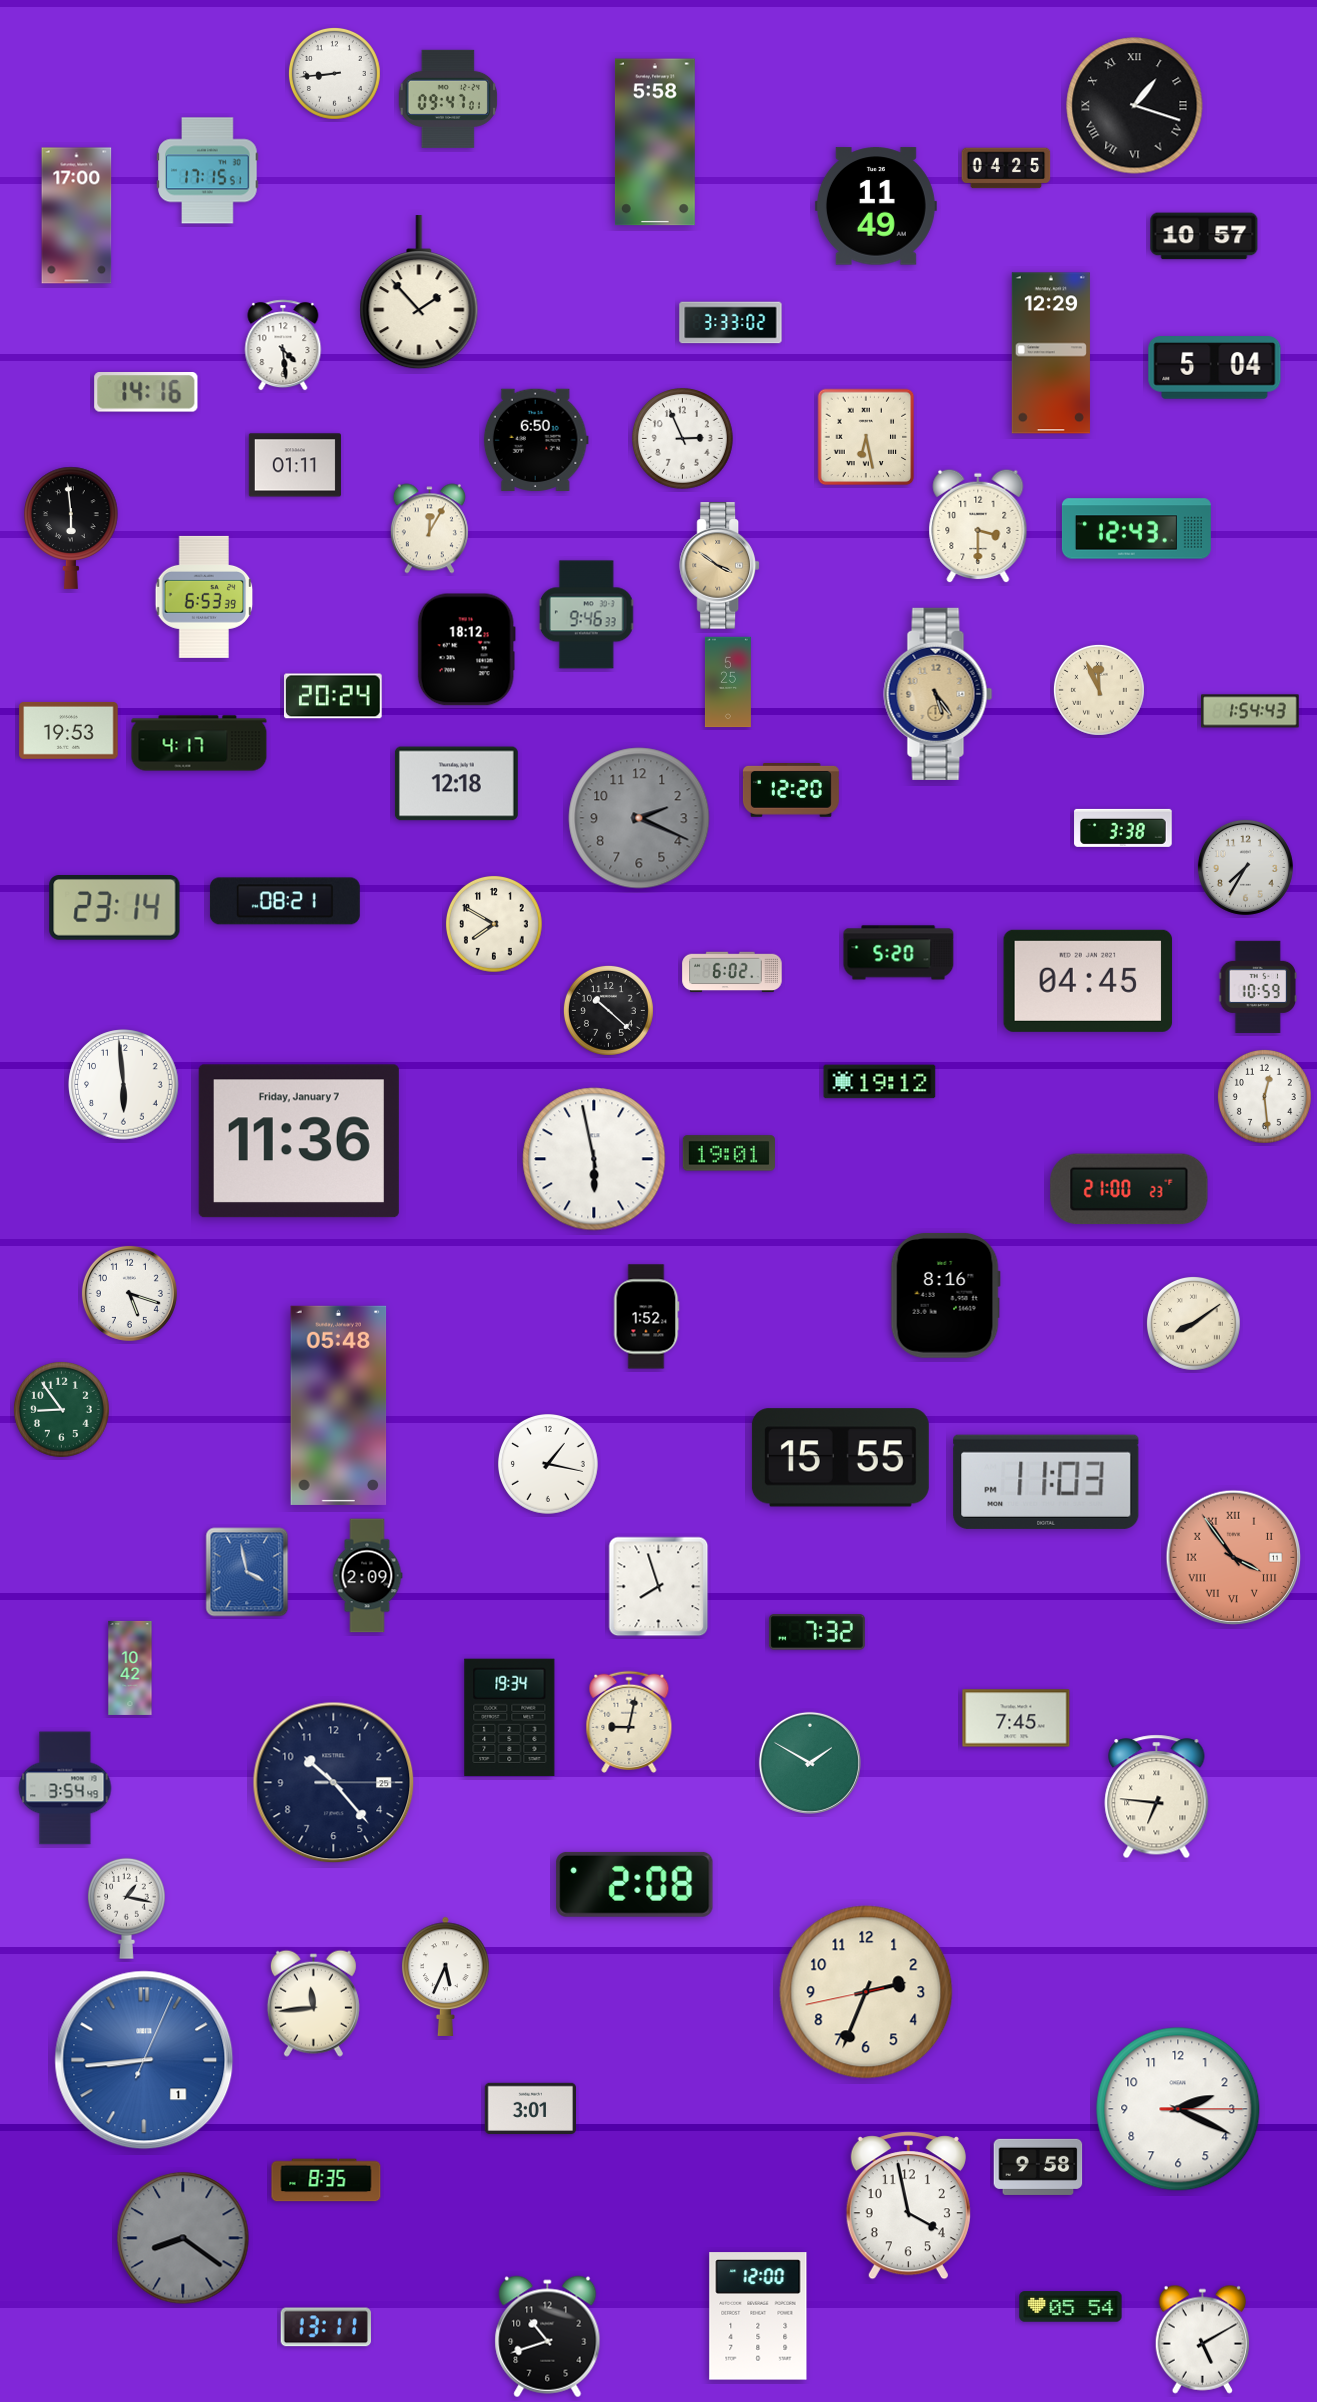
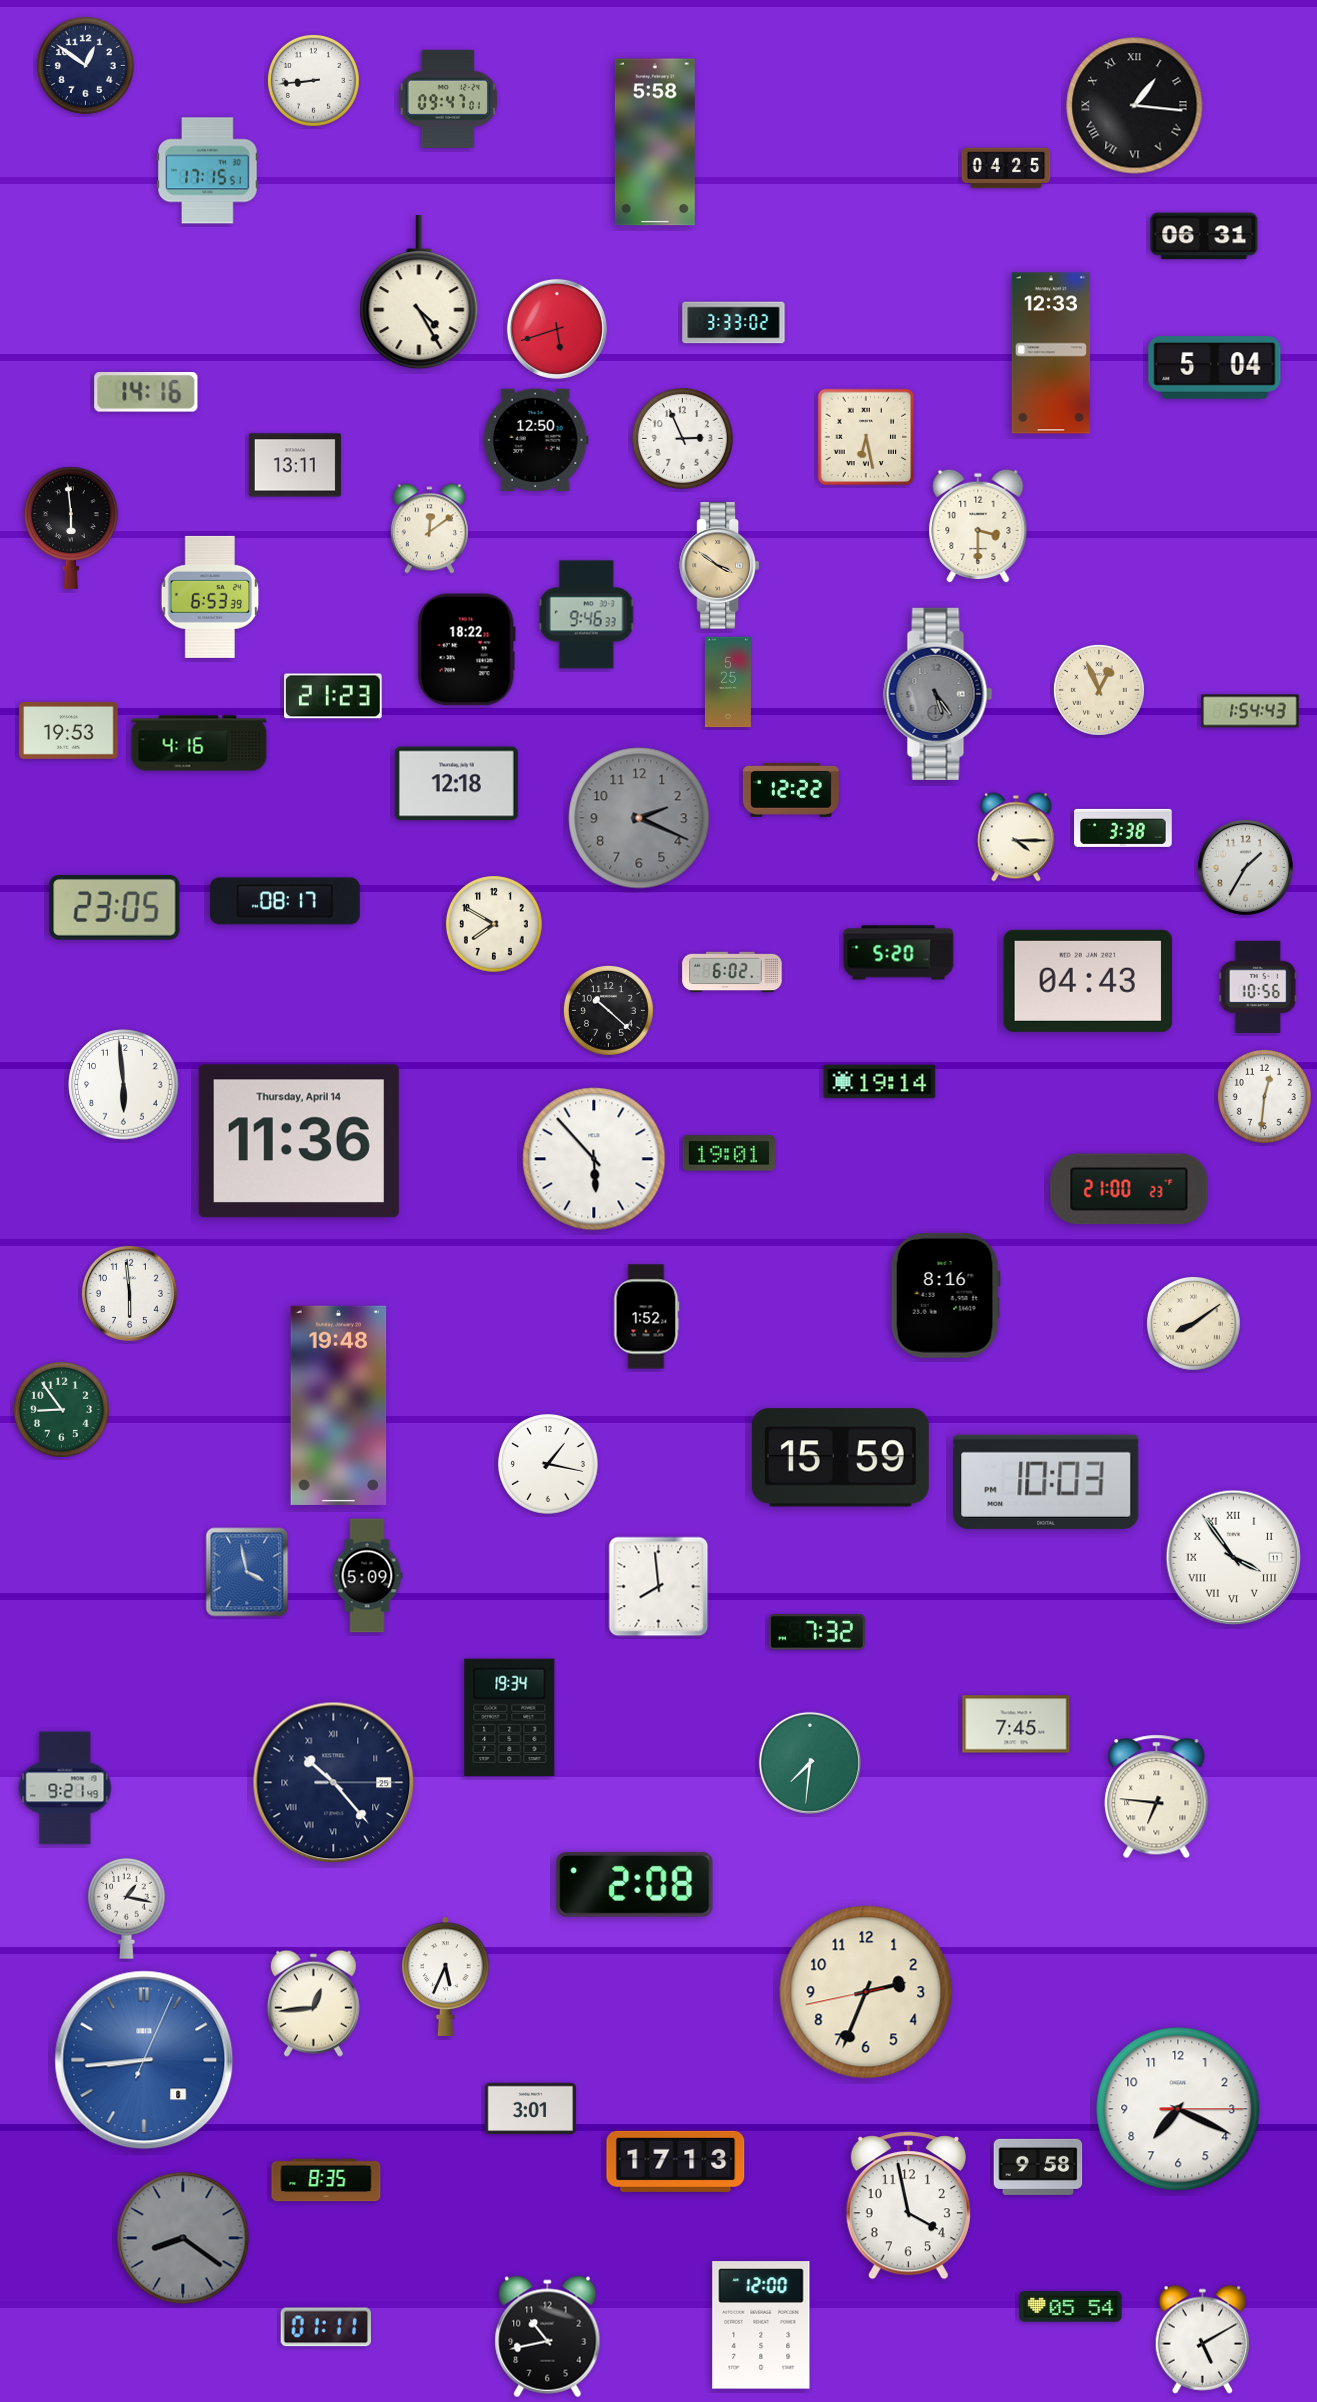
clock at (85, 66): none -> 12:51
clock at (334, 73) position: (334, 73) -> (313, 80)
clock at (1135, 106): 1:18 -> 1:16
clock at (876, 206): 11:49 -> none
clock at (77, 216): 17:00 -> none
clock at (1204, 236): 10:57 -> 06:31
clock at (419, 293): 1:53 -> 4:25
clock at (731, 323) position: (731, 323) -> (734, 323)
clock at (557, 329): none -> 5:42
clock at (283, 345): 4:29 -> none
clock at (1051, 353): 12:29 -> 12:33
clock at (536, 440): 6:50 -> 12:50
clock at (295, 465): 01:11 -> 13:11
clock at (429, 529): 12:05 -> 12:09
clock at (1136, 529): 12:43 -> none
clock at (204, 597) position: (204, 597) -> (210, 597)
clock at (466, 650): 18:12 -> 18:22
clock at (1099, 690): 11:56 -> 12:56
clock at (938, 694) dial: champagne -> grey
clock at (334, 696): 20:24 -> 21:23
clock at (199, 743): 4:17 -> 4:16
clock at (791, 791): 12:20 -> 12:22
clock at (1016, 837): none -> 4:15
clock at (1245, 867): 7:35 -> 1:35
clock at (285, 901): 08:21 -> 08:17
clock at (115, 908): 23:14 -> 23:05
clock at (1088, 981): 04:45 -> 04:43
clock at (1257, 987): 10:59 -> 10:56
clock at (880, 1082): 19:12 -> 19:14
clock at (1264, 1096): 12:29 -> 12:31
clock at (299, 1141) date: Friday, January 7 -> Thursday, April 14
clock at (594, 1159): 5:58 -> 5:53
clock at (129, 1293): 5:18 -> 5:59
clock at (339, 1405): 05:48 -> 19:48
clock at (840, 1458): 15:55 -> 15:59
clock at (1046, 1482): 11:03 -> 10:03
clock at (1234, 1558) dial: salmon -> white
clock at (367, 1576): 2:09 -> 5:09
clock at (659, 1587): 7:57 -> 7:59
clock at (130, 1668): 10:42 -> none
clock at (1016, 1718) position: (1016, 1718) -> (1016, 1724)
clock at (629, 1722): 9:02 -> none
clock at (810, 1763): 1:50 -> 7:31
clock at (334, 1783) numerals: Arabic -> Roman
clock at (65, 1788): 3:54 -> 9:21
clock at (313, 2003): 11:44 -> 12:44
clock at (144, 2060) date: 1 -> 8
clock at (1178, 2109): 2:19 -> 7:19
clock at (676, 2161): none -> 17:13
clock at (758, 2316) position: (758, 2316) -> (761, 2325)
clock at (326, 2327): 13:11 -> 01:11
clock at (548, 2337): 10:42 -> 10:43
